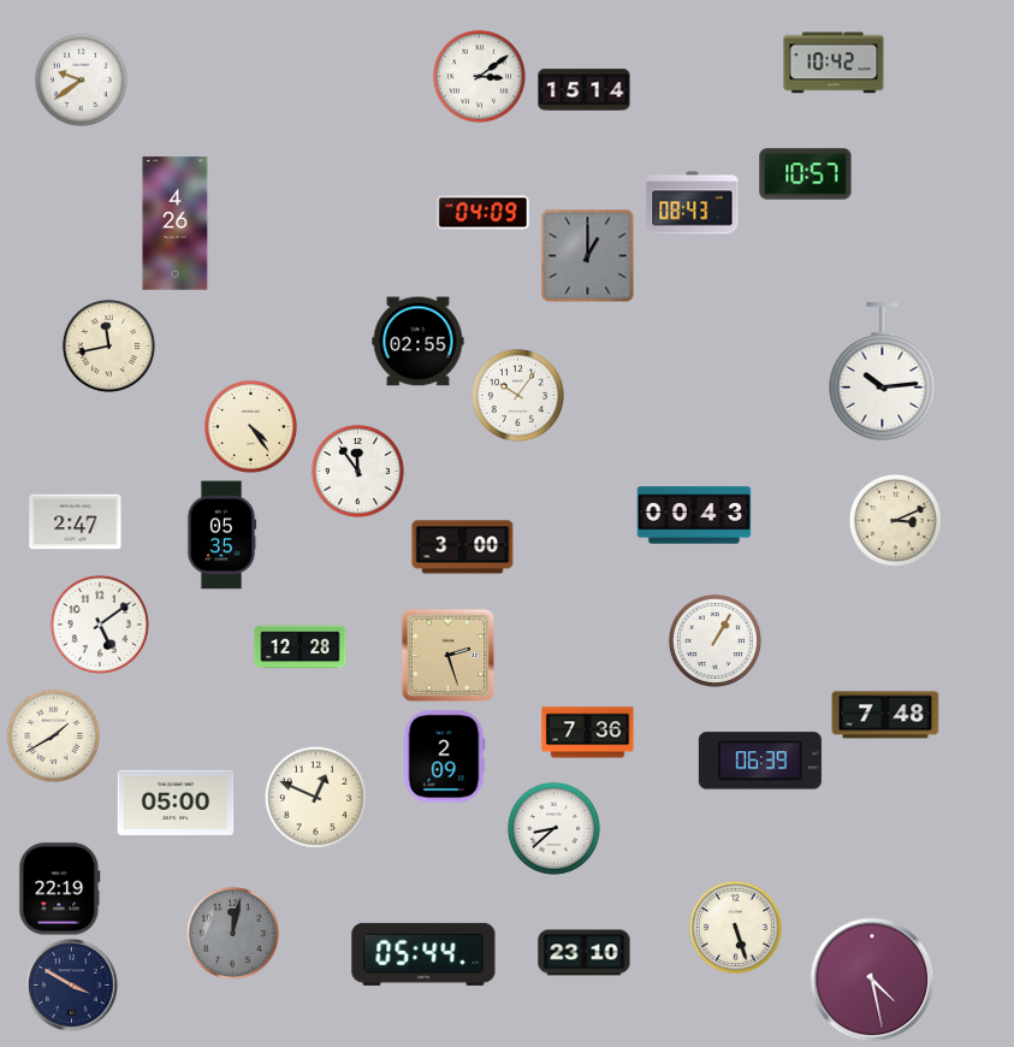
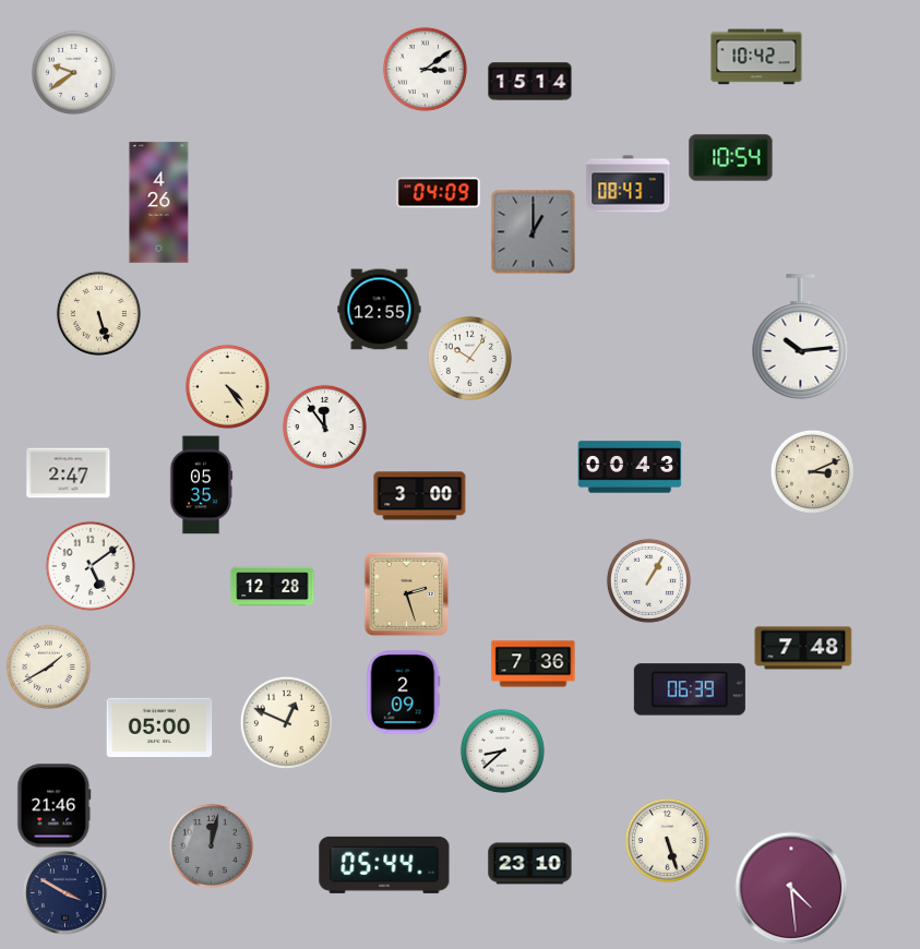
clock at (479, 76) position: (479, 76) -> (425, 69)
clock at (806, 174): 10:57 -> 10:54
clock at (419, 342): 02:55 -> 12:55
clock at (108, 345): 11:43 -> 5:27
clock at (445, 757) position: (445, 757) -> (404, 693)
clock at (60, 889): 22:19 -> 21:46
clock at (872, 980): 4:28 -> 4:29
